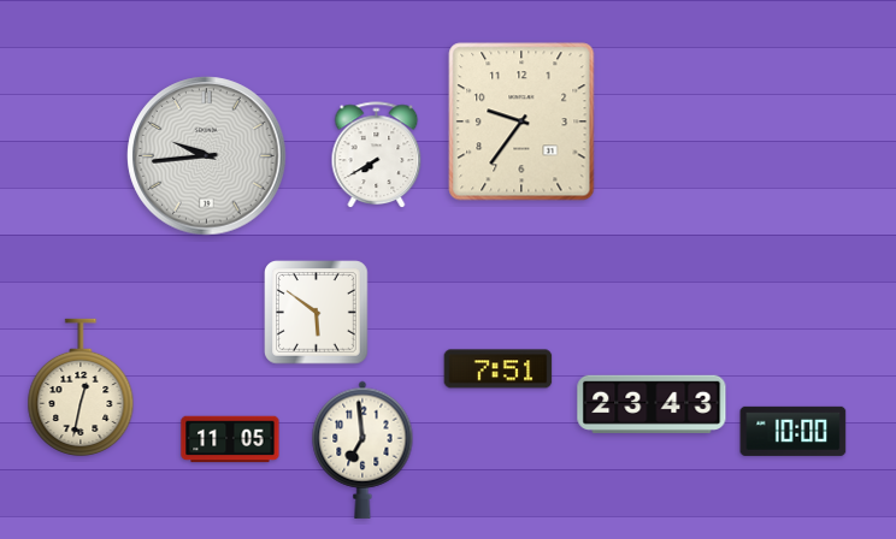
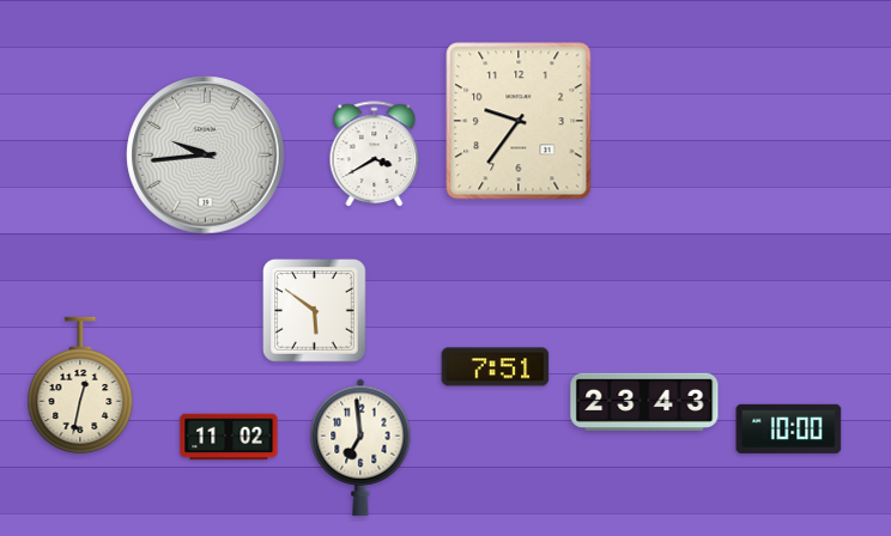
clock at (377, 155): 7:40 -> 3:40
clock at (652, 404) position: (652, 404) -> (644, 402)
clock at (230, 439): 11:05 -> 11:02
